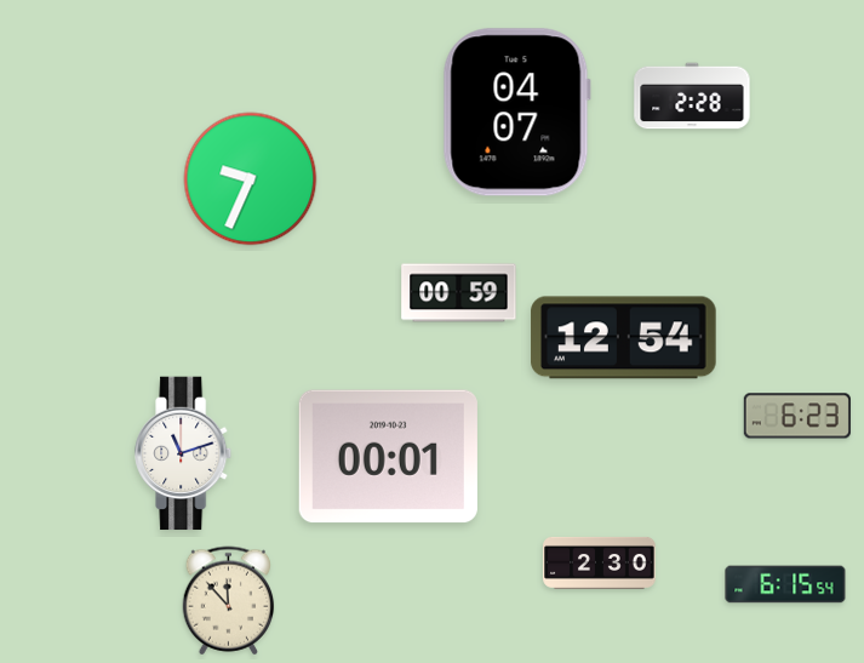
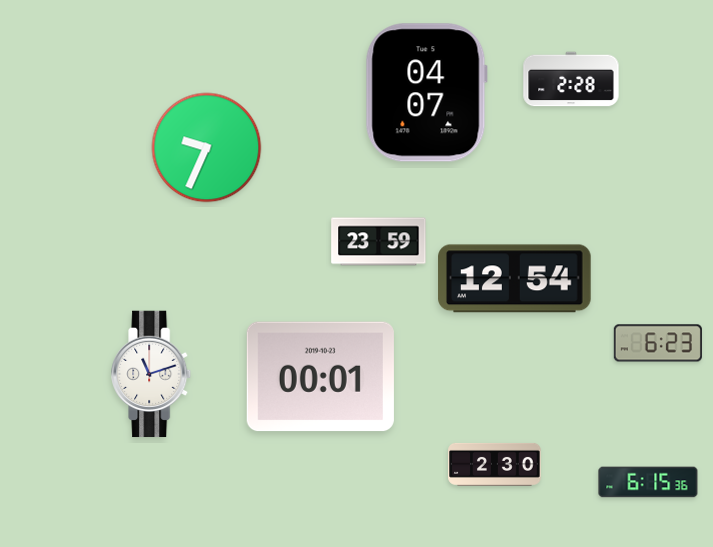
clock at (459, 293): 00:59 -> 23:59
clock at (785, 584): 6:15:54 -> 6:15:36
clock at (229, 601): 11:53 -> none
